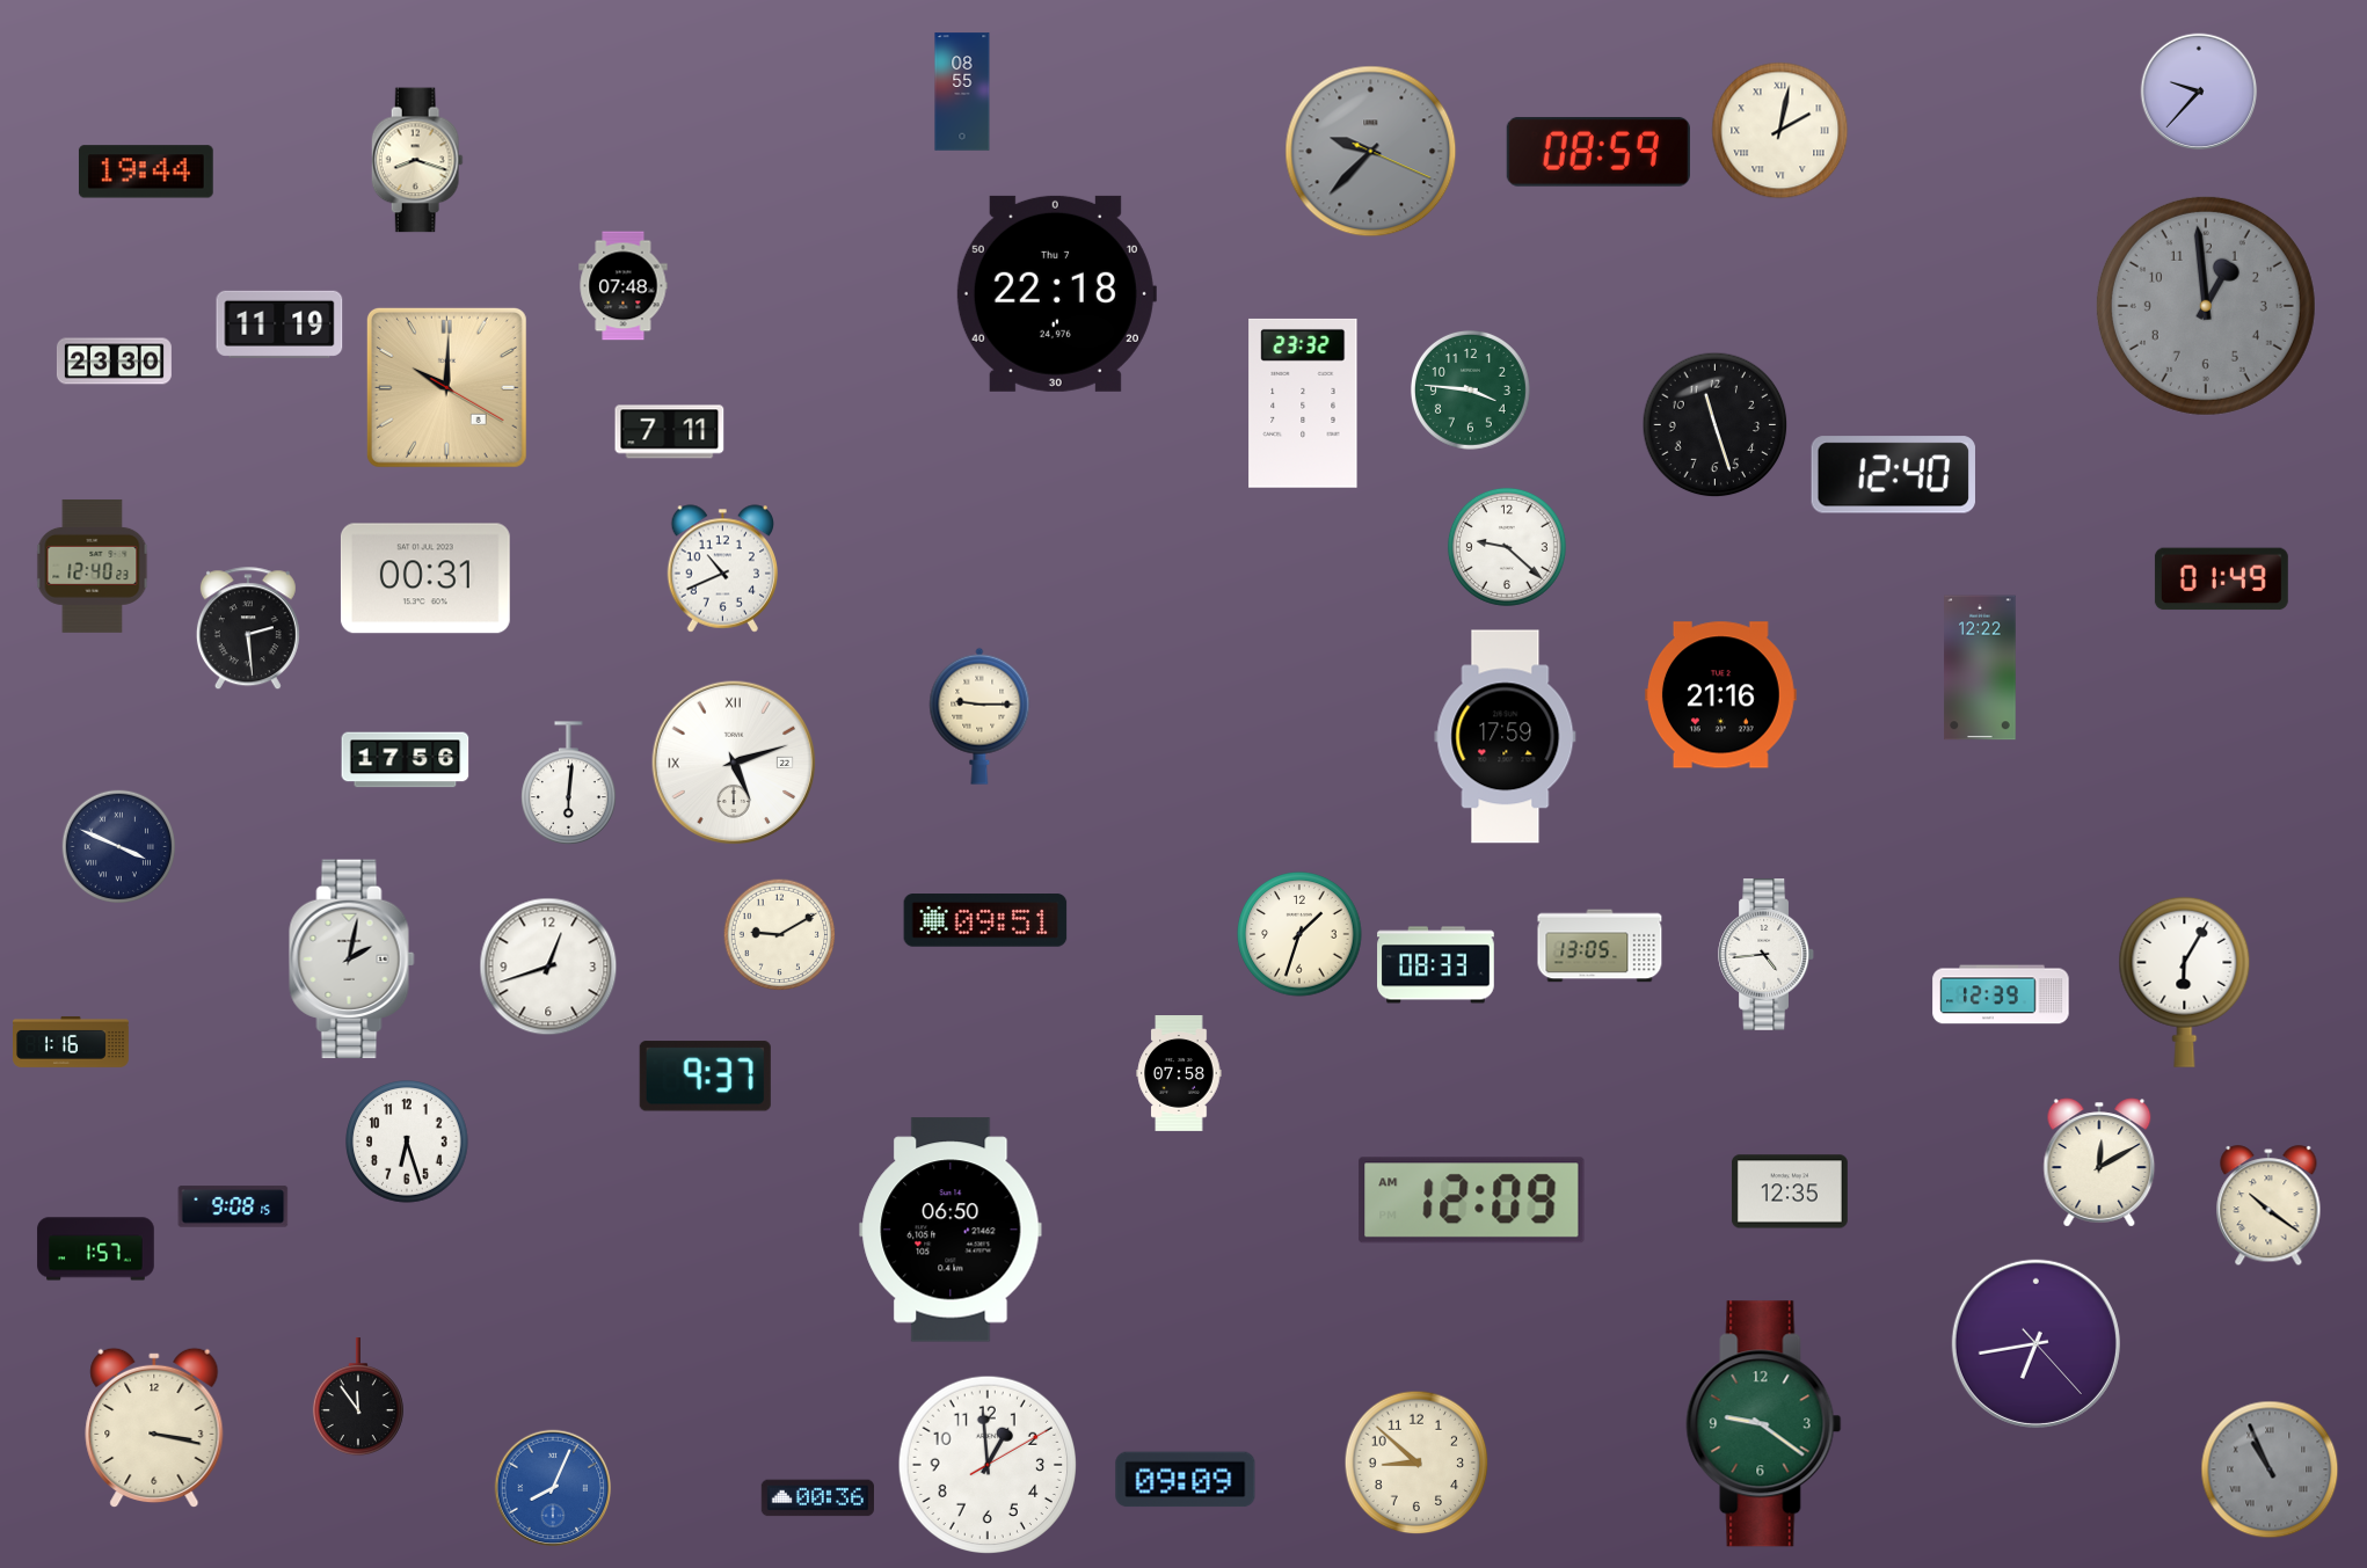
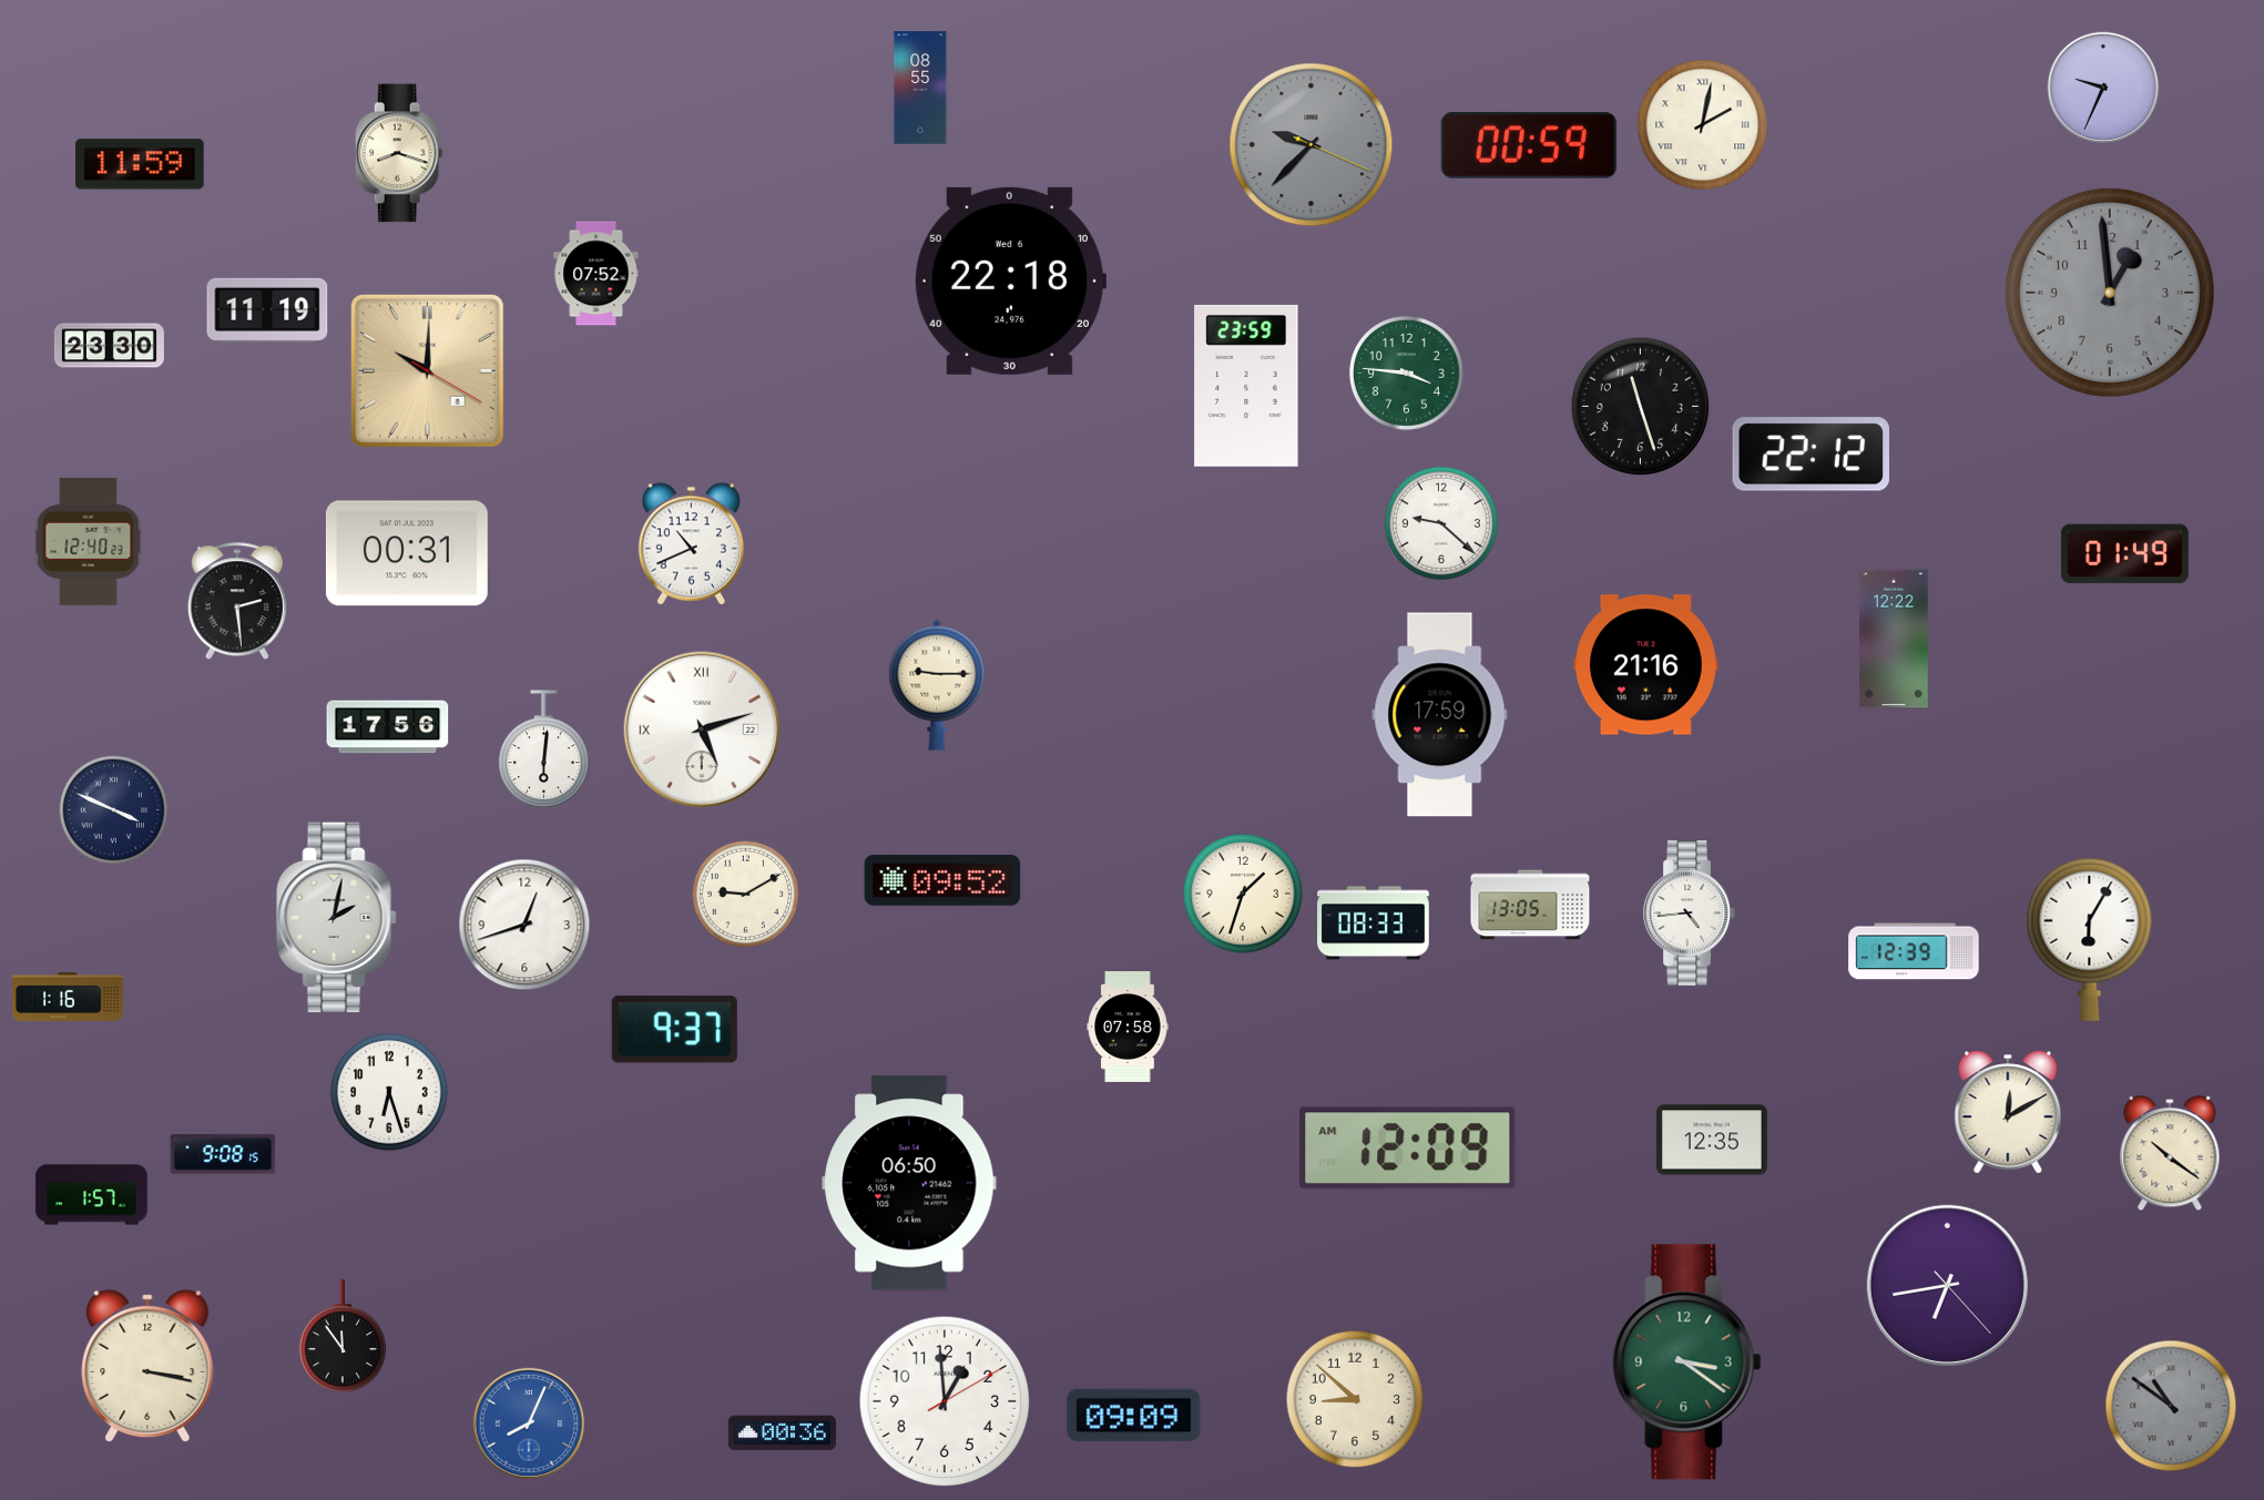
clock at (2199, 92): 9:37 -> 9:34
clock at (1598, 152): 08:59 -> 00:59
clock at (146, 172): 19:44 -> 11:59
clock at (624, 286): 07:48 -> 07:52
clock at (1056, 293) date: Thu 7 -> Wed 6
clock at (1303, 403): 23:32 -> 23:59
clock at (670, 432): 7:11 -> none
clock at (1893, 475): 12:40 -> 22:12
clock at (1506, 737) position: (1506, 737) -> (1440, 715)
clock at (985, 920): 09:51 -> 09:52
clock at (951, 1230) position: (951, 1230) -> (909, 1183)
clock at (1764, 1424): 9:21 -> 3:21
clock at (2270, 1469): 10:56 -> 10:51
